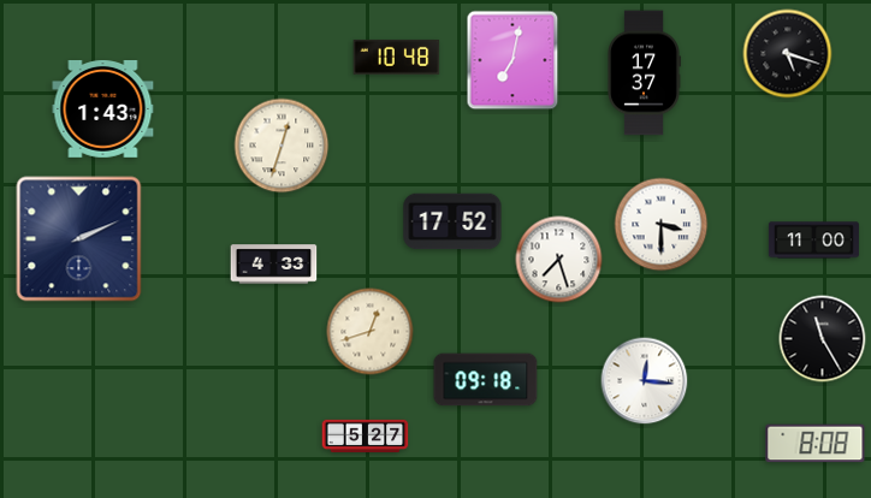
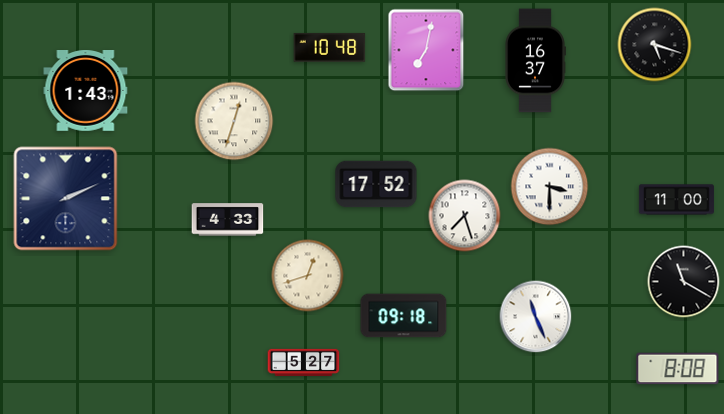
clock at (645, 73): 17:37 -> 16:37
clock at (823, 339): 11:25 -> 11:20
clock at (645, 381): 12:16 -> 11:26
